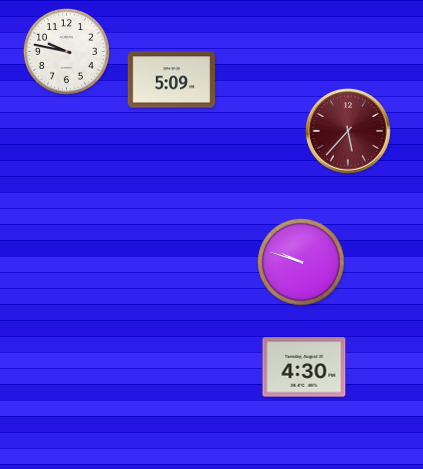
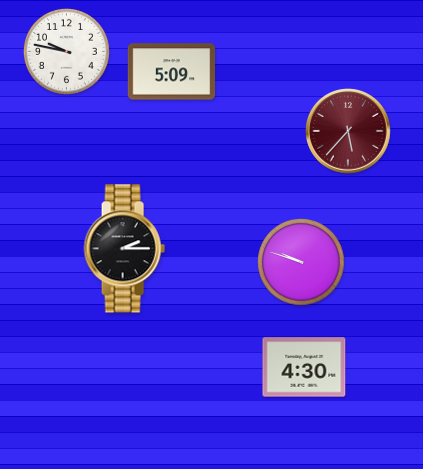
clock at (172, 80) position: (172, 80) -> (172, 72)
clock at (124, 249): none -> 2:15
